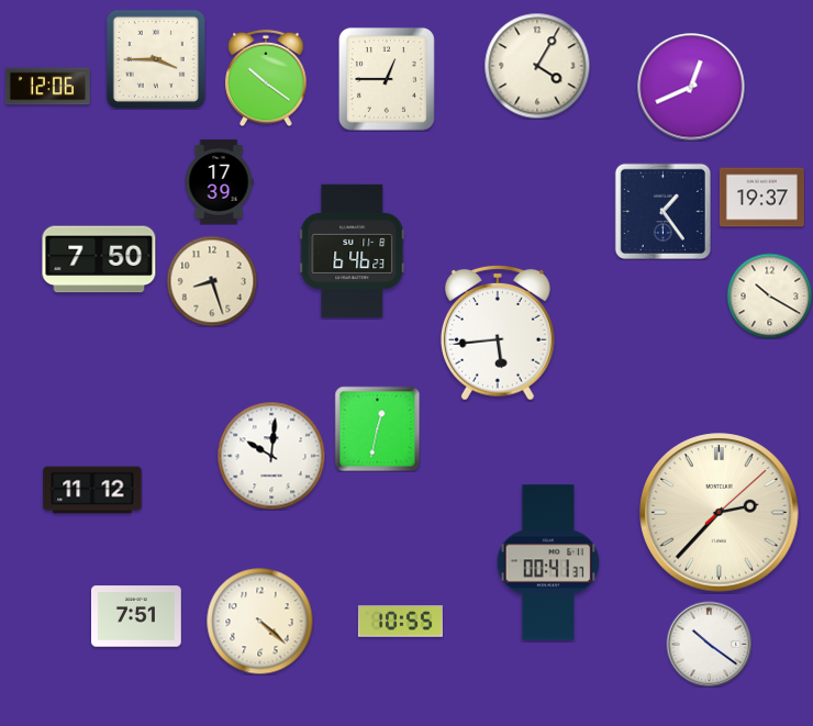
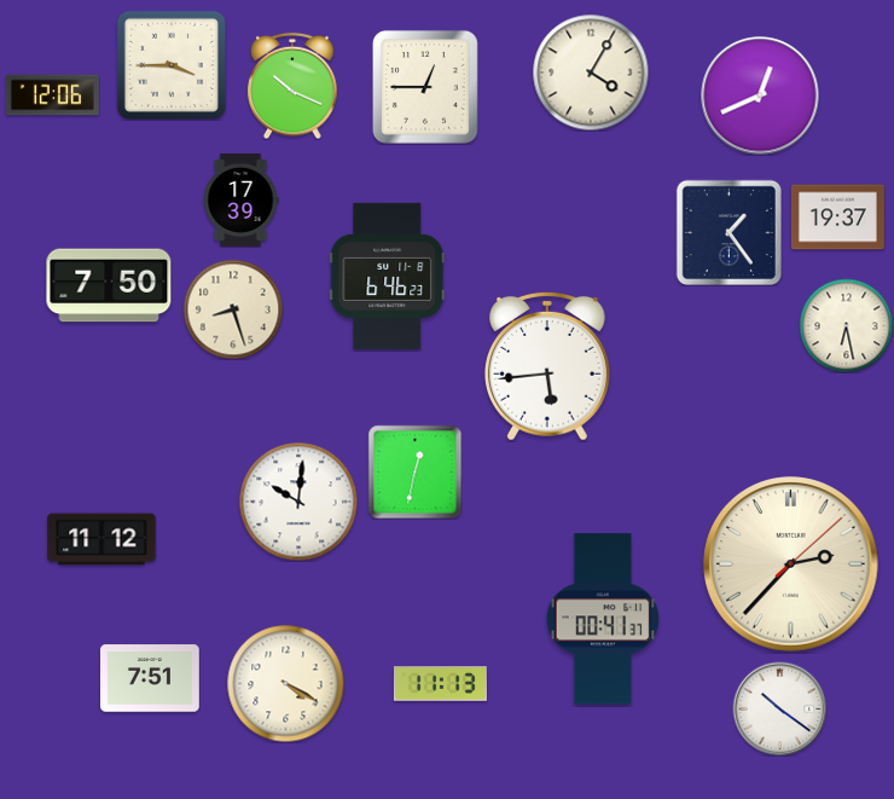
clock at (266, 78): 10:21 -> 10:19
clock at (769, 295): 10:20 -> 6:28
clock at (259, 621): 4:22 -> 4:20
clock at (400, 622): 10:55 -> 11:13
